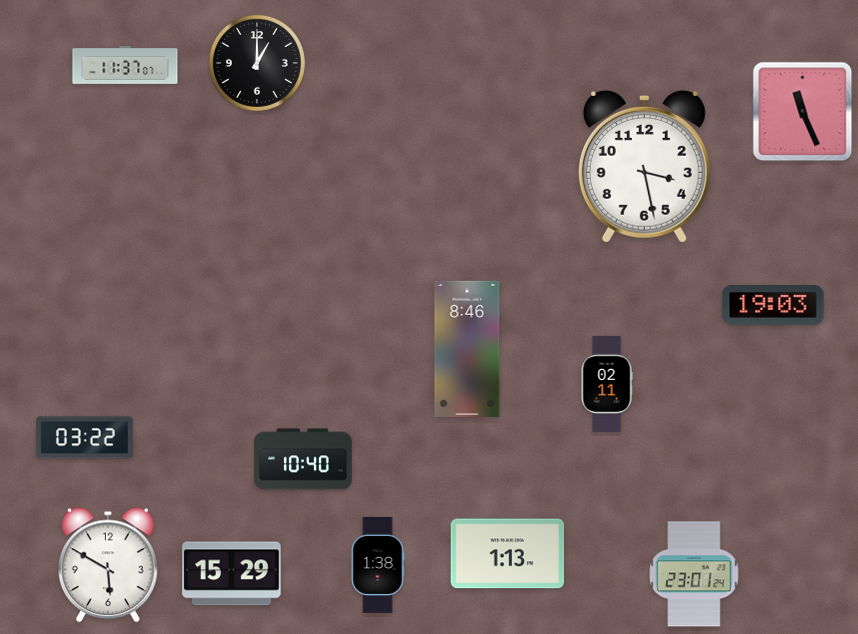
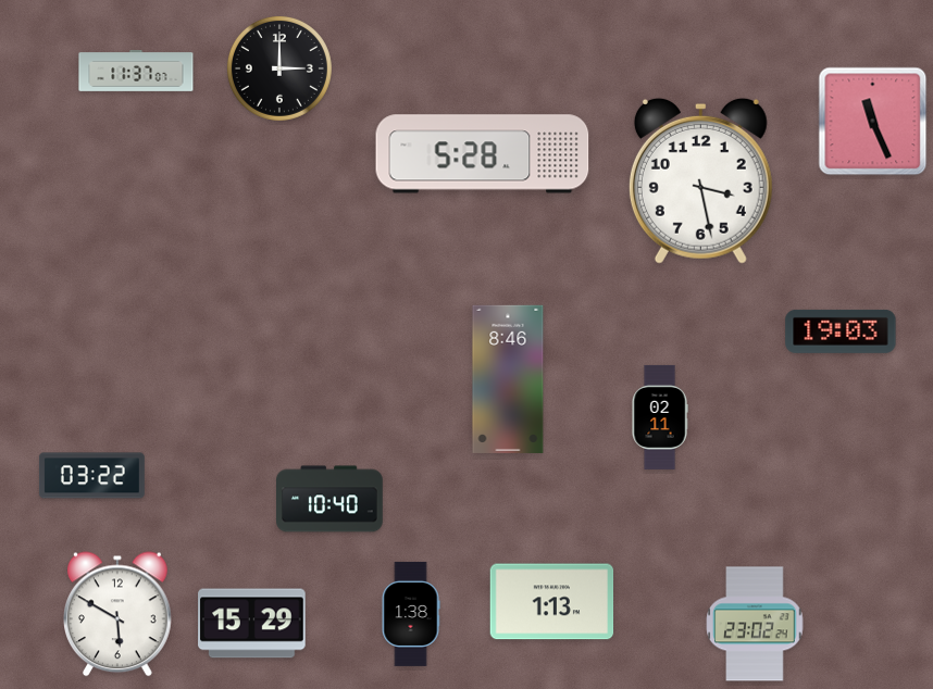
clock at (257, 63): 1:00 -> 3:00
clock at (483, 154): none -> 5:28
clock at (694, 574): 23:01 -> 23:02
